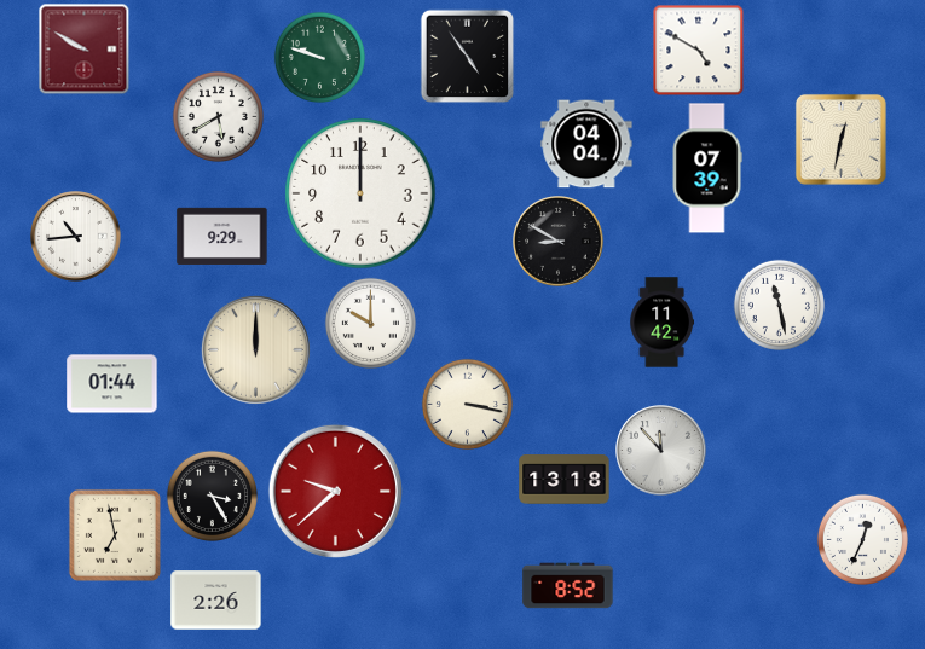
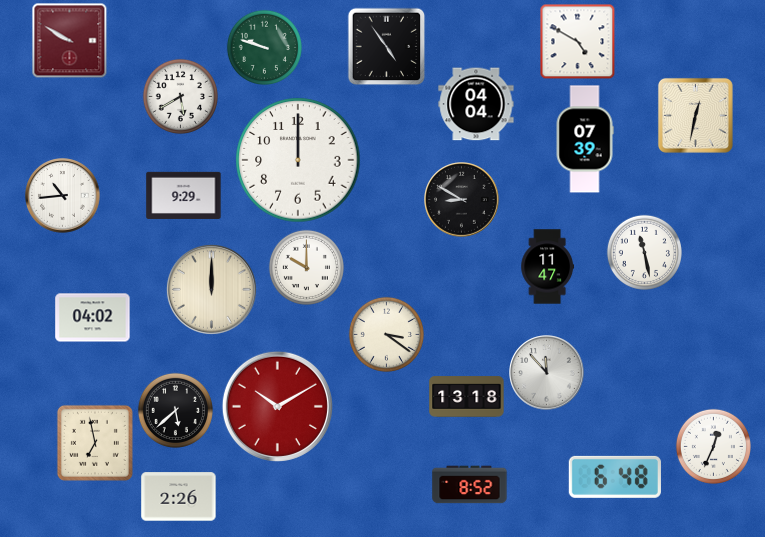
clock at (586, 144) position: (586, 144) -> (476, 104)
clock at (661, 323): 11:42 -> 11:47
clock at (112, 384): 01:44 -> 04:02
clock at (467, 404): 3:17 -> 3:21
clock at (335, 491): 9:38 -> 10:10
clock at (212, 496): 3:25 -> 5:38
clock at (615, 477): none -> 6:48
